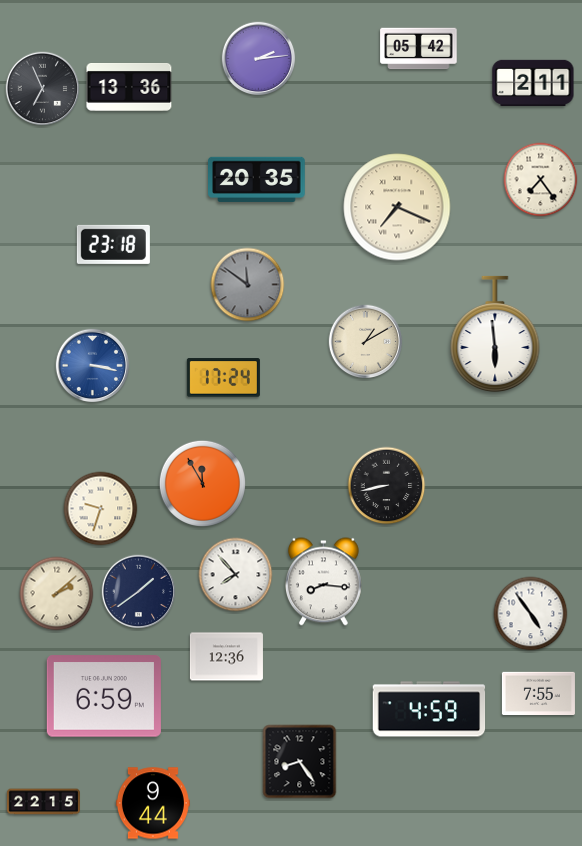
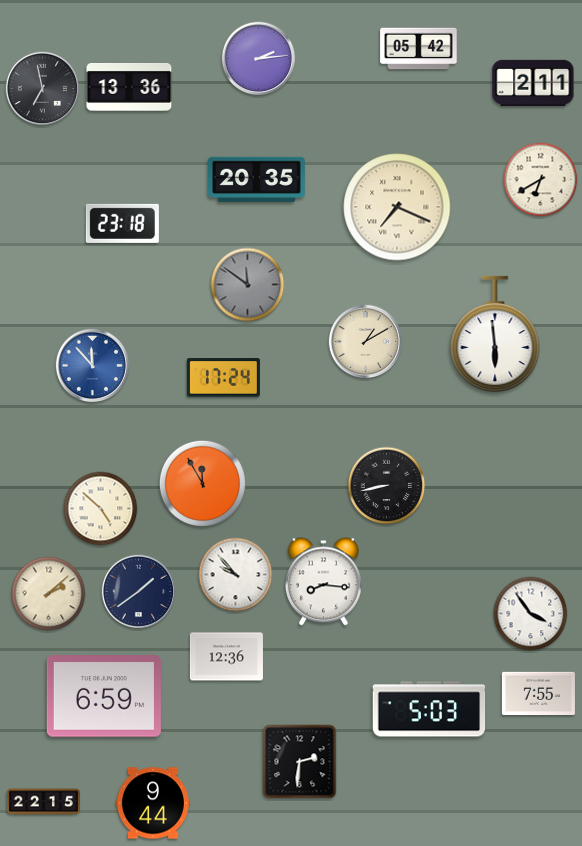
clock at (43, 89): 6:56 -> 6:58
clock at (541, 180): 7:24 -> 6:40
clock at (113, 244) position: (113, 244) -> (122, 223)
clock at (93, 366): 3:17 -> 11:53
clock at (101, 509): 9:33 -> 4:52
clock at (236, 575): 7:53 -> 9:53
clock at (57, 594) position: (57, 594) -> (49, 594)
clock at (531, 614): 4:54 -> 3:54
clock at (429, 709): 4:59 -> 5:03
clock at (300, 762): 8:24 -> 2:31
